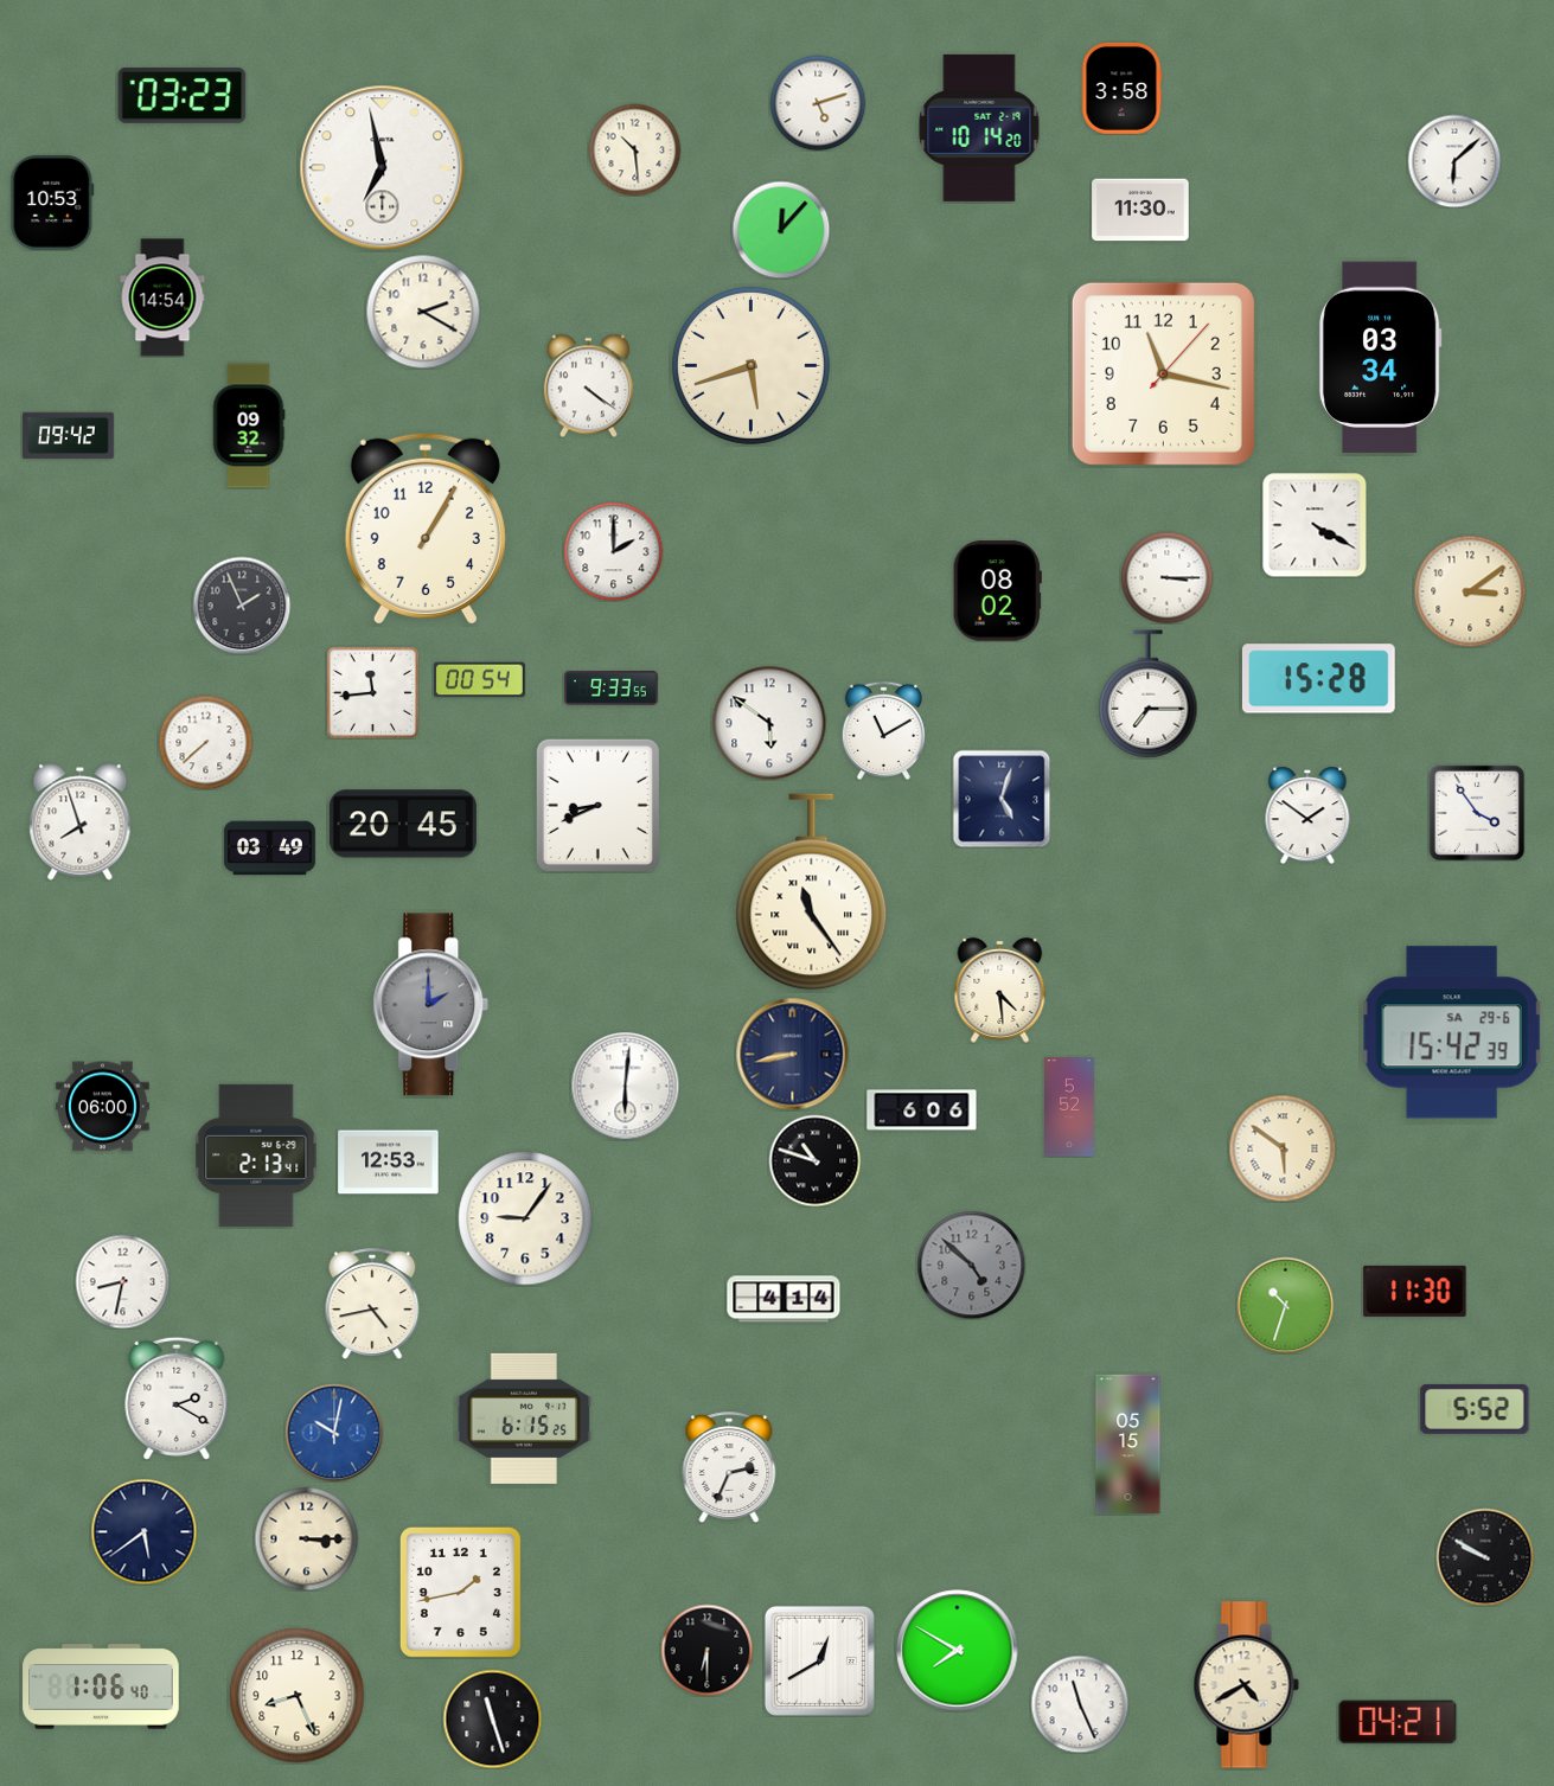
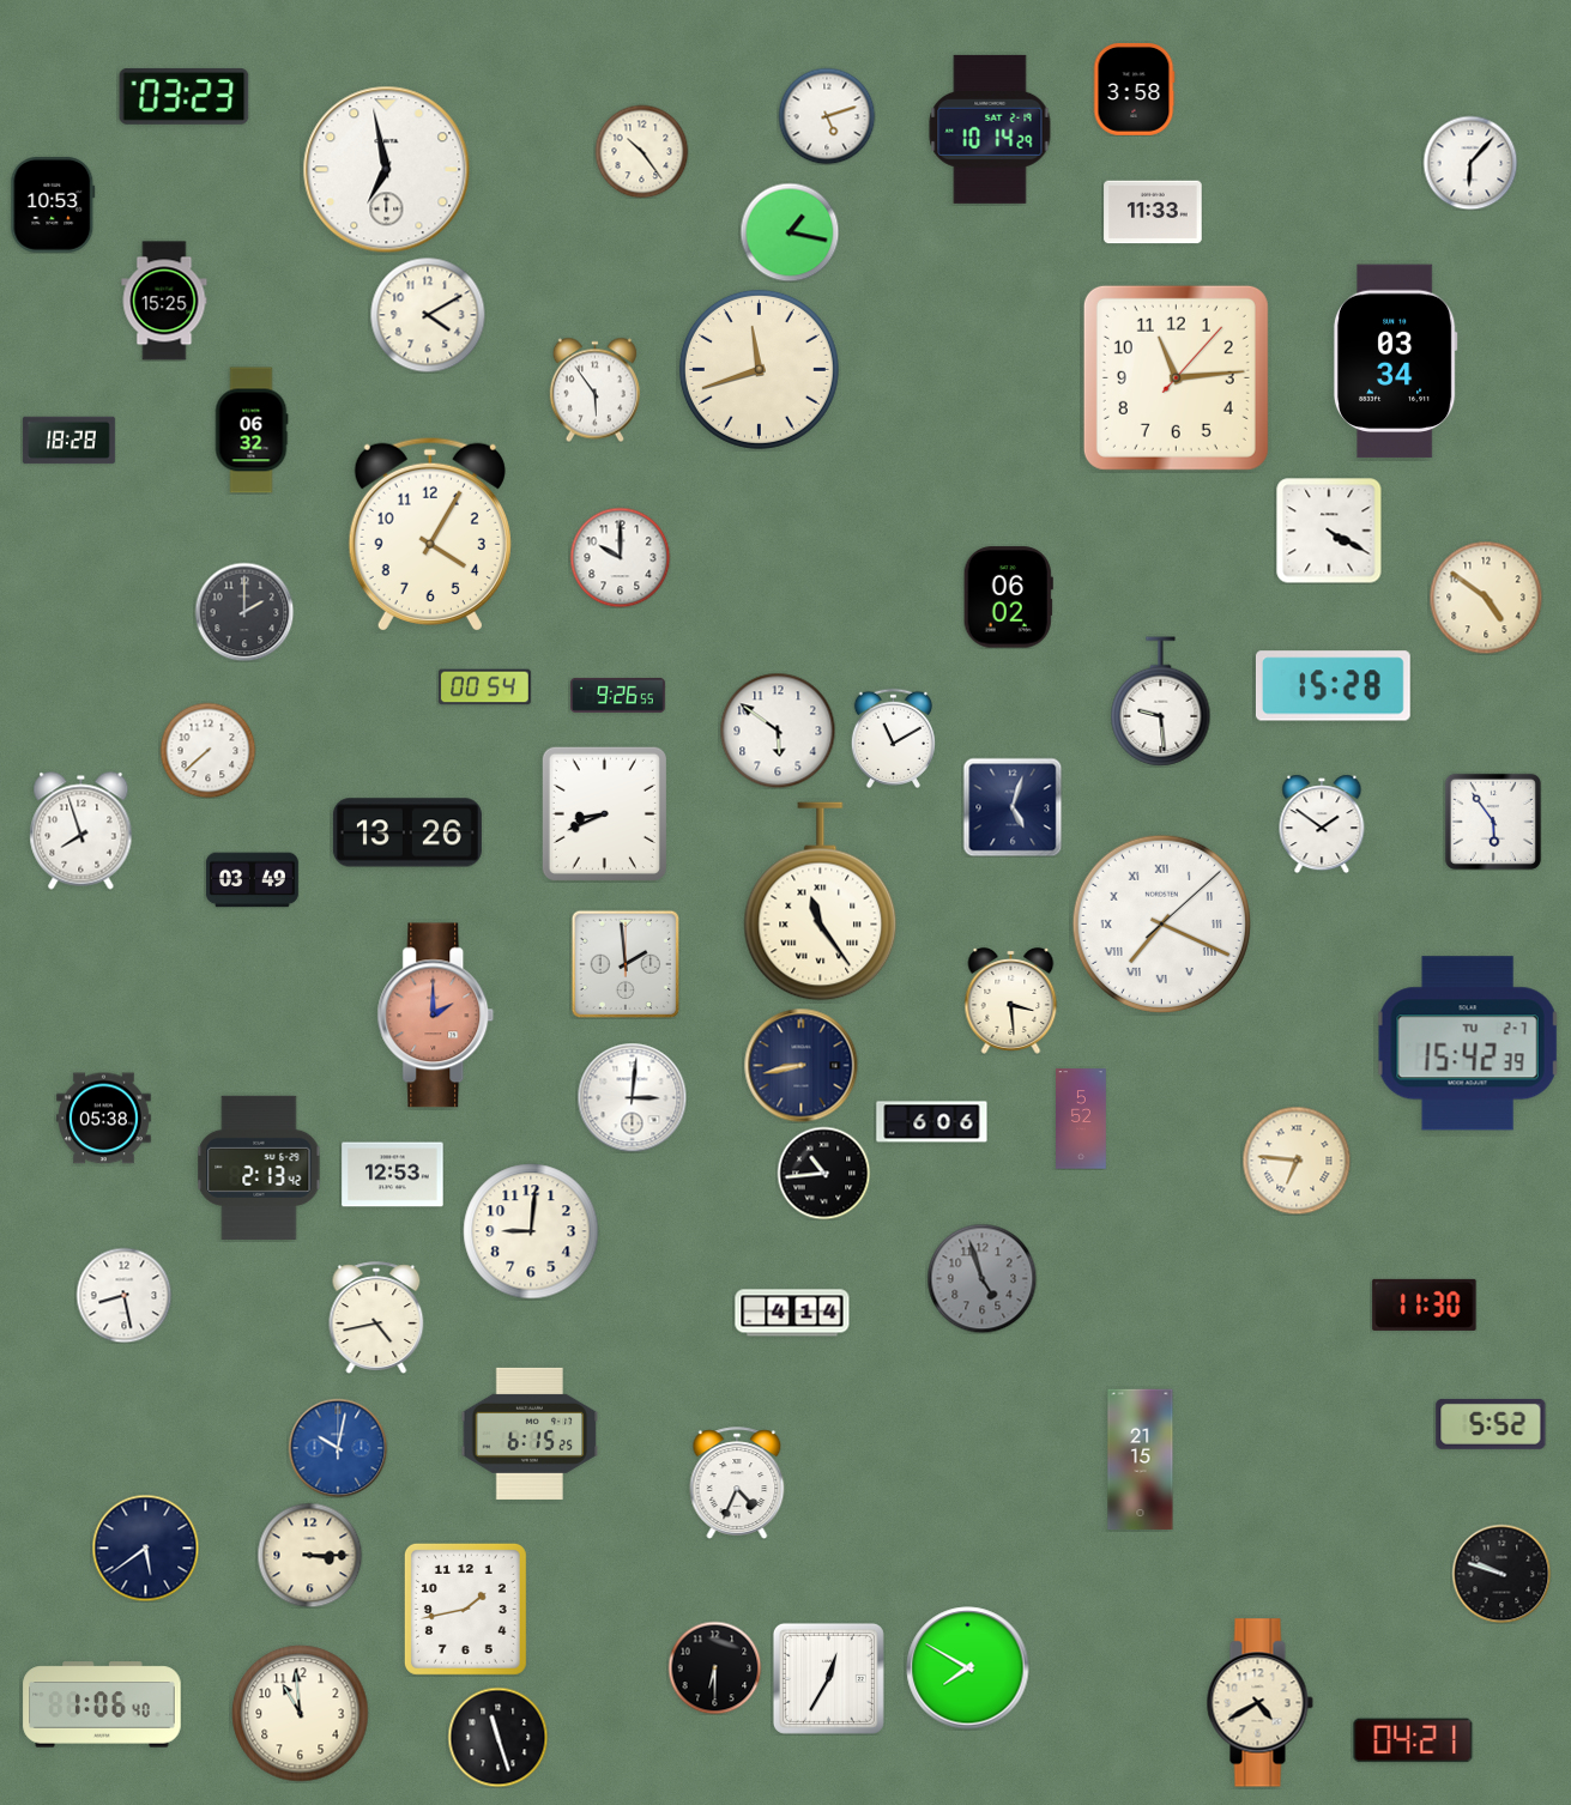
clock at (818, 103) position: (818, 103) -> (827, 116)
clock at (979, 128): 10:14:20 -> 10:14:29
clock at (634, 149): 10:29 -> 10:24
clock at (1454, 161): 6:08 -> 6:07
clock at (1140, 210): 11:30 -> 11:33
clock at (781, 230): 12:07 -> 1:17
clock at (162, 297): 14:54 -> 15:25
clock at (423, 312): 2:20 -> 4:10
clock at (750, 365): 5:42 -> 11:42
clock at (1163, 373): 11:17 -> 11:14
clock at (588, 385): 4:21 -> 5:54
clock at (249, 425): 09:32 -> 06:32
clock at (69, 436): 09:42 -> 18:28
clock at (426, 529): 1:05 -> 4:05
clock at (613, 551): 2:00 -> 10:00
clock at (1166, 577): 3:15 -> none
clock at (997, 591): 08:02 -> 06:02
clock at (1470, 591): 3:09 -> 4:51
clock at (242, 606): 1:56 -> 2:00
clock at (612, 689): 9:33 -> 9:26
clock at (372, 692): 11:44 -> none
clock at (1149, 694): 7:15 -> 9:29
clock at (1477, 813): 3:54 -> 5:54
clock at (403, 824): 20:45 -> 13:26
clock at (269, 849) position: (269, 849) -> (252, 880)
clock at (1161, 923): none -> 7:19
clock at (624, 963): none -> 1:59
clock at (1000, 990): 4:29 -> 3:29
clock at (431, 1005) dial: grey -> salmon
clock at (1452, 1032) date: SA 29-6 -> TU 2-7
clock at (625, 1086): 6:01 -> 3:01
clock at (103, 1107): 06:00 -> 05:38
clock at (1283, 1148): 5:51 -> 6:46
clock at (256, 1156): 2:13:41 -> 2:13:42
clock at (814, 1160): 10:48 -> 10:44
clock at (525, 1218): 9:06 -> 9:01
clock at (971, 1265): 4:52 -> 4:57
clock at (122, 1281): 8:32 -> 8:28
clock at (1415, 1291) position: (1415, 1291) -> (1425, 1304)
clock at (1285, 1305): 10:33 -> none
clock at (177, 1398): 2:20 -> none
clock at (1128, 1445): 05:15 -> 21:15
clock at (729, 1467): 2:34 -> 4:34
clock at (1485, 1557): 9:50 -> 9:48
clock at (819, 1660): 12:40 -> 12:35
clock at (298, 1696): 8:26 -> 10:59
clock at (1080, 1704): 11:26 -> none
